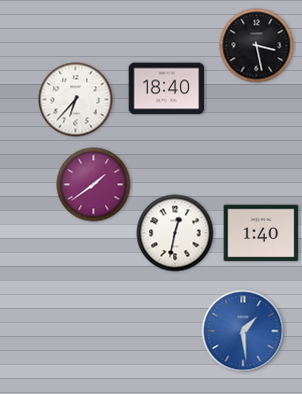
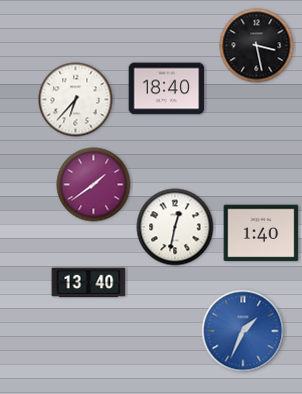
clock at (175, 233) position: (175, 233) -> (175, 227)
clock at (89, 283): none -> 13:40
clock at (243, 331): 1:29 -> 1:34
